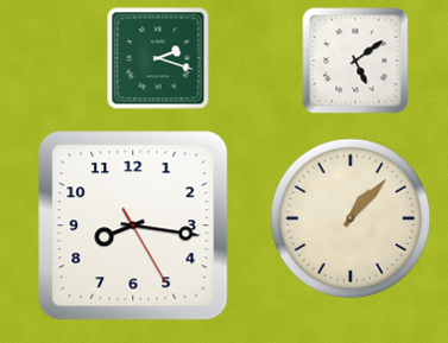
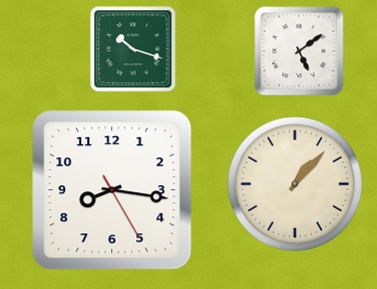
clock at (158, 58): 2:18 -> 10:18
